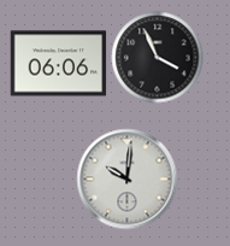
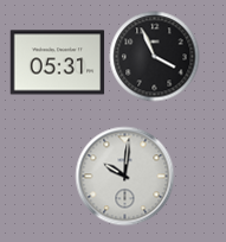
clock at (59, 64): 06:06 -> 05:31
